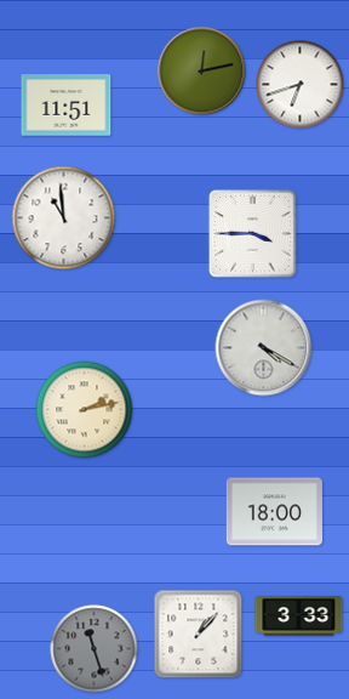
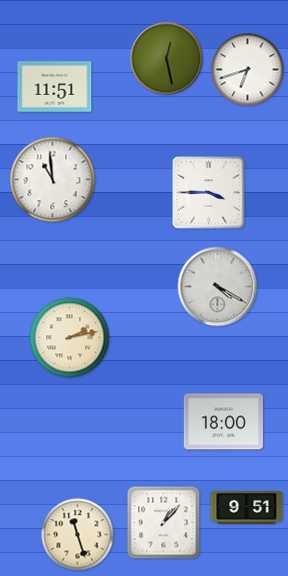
clock at (202, 72): 12:13 -> 12:28
clock at (274, 512) position: (274, 512) -> (223, 422)
clock at (299, 616): 3:33 -> 9:51
clock at (95, 649) dial: grey -> cream
